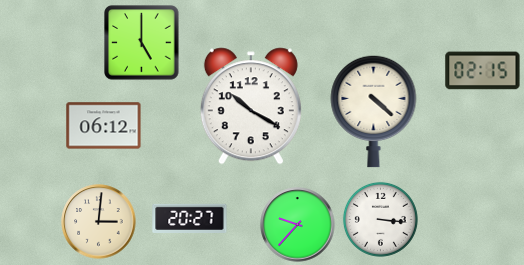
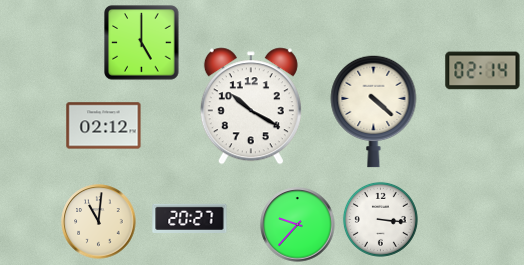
clock at (483, 71): 02:15 -> 02:14
clock at (104, 126): 06:12 -> 02:12
clock at (99, 222): 3:01 -> 11:01
